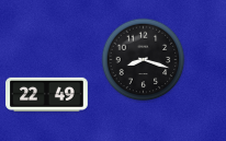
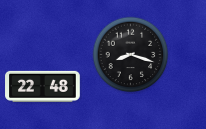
clock at (47, 94): 22:49 -> 22:48
